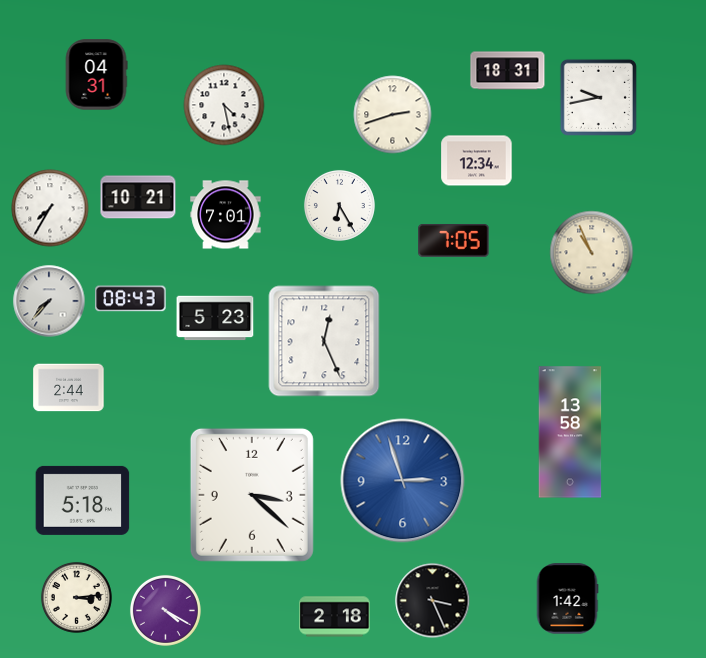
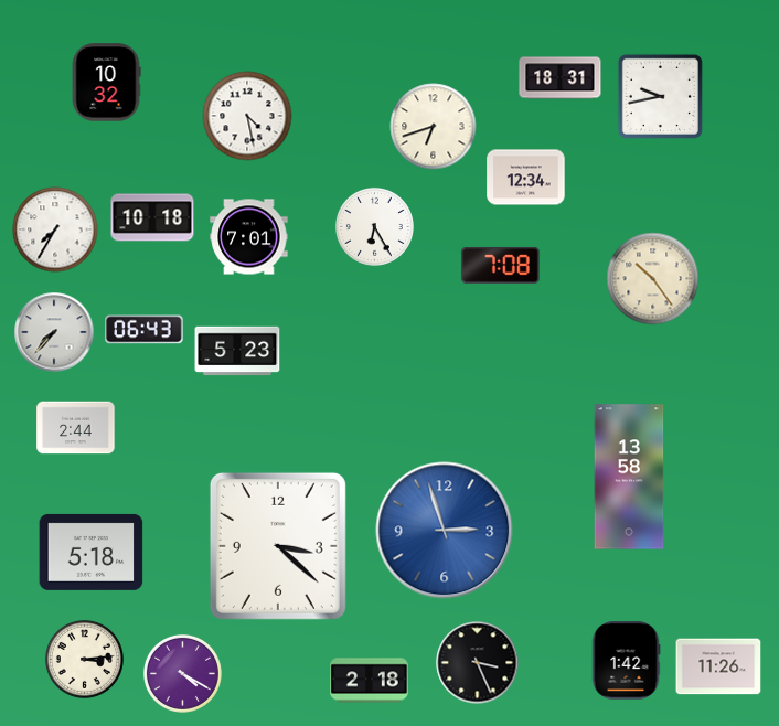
clock at (96, 75): 04:31 -> 10:32
clock at (598, 97) position: (598, 97) -> (660, 96)
clock at (393, 115): 2:42 -> 6:42
clock at (138, 197): 10:21 -> 10:18
clock at (454, 240): 7:05 -> 7:08
clock at (592, 253): 10:56 -> 10:24
clock at (131, 299): 08:43 -> 06:43
clock at (324, 341): 12:26 -> none
clock at (718, 666): none -> 11:26
